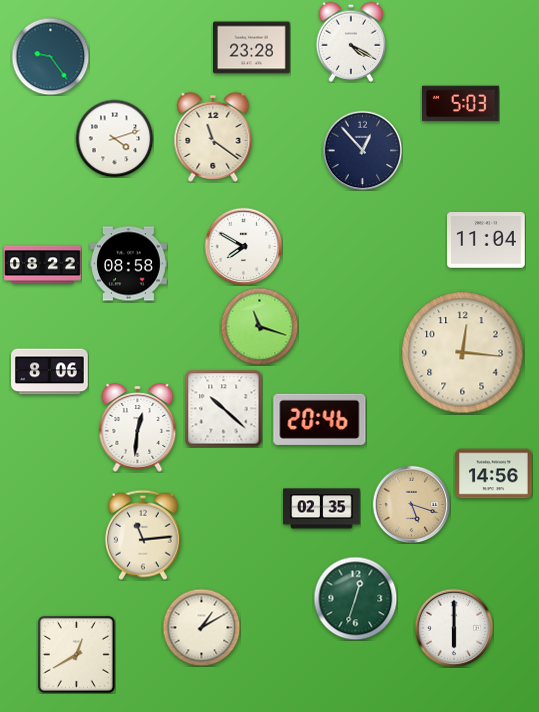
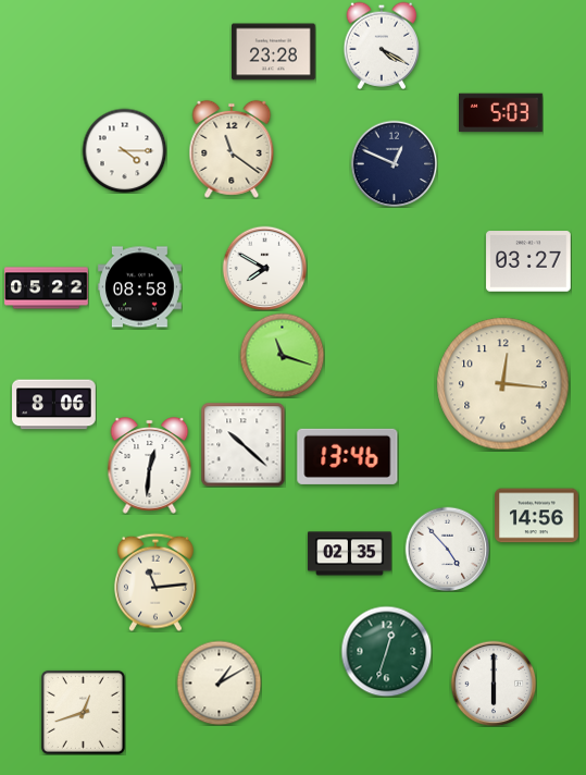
clock at (50, 56): 9:24 -> none
clock at (114, 138): 4:12 -> 4:15
clock at (362, 150): 12:53 -> 12:49
clock at (486, 240): 11:04 -> 03:27
clock at (43, 265): 08:22 -> 05:22
clock at (320, 419): 20:46 -> 13:46
clock at (411, 504): 5:18 -> 4:53
clock at (411, 504) dial: champagne -> white
clock at (76, 654): 12:40 -> 12:42
